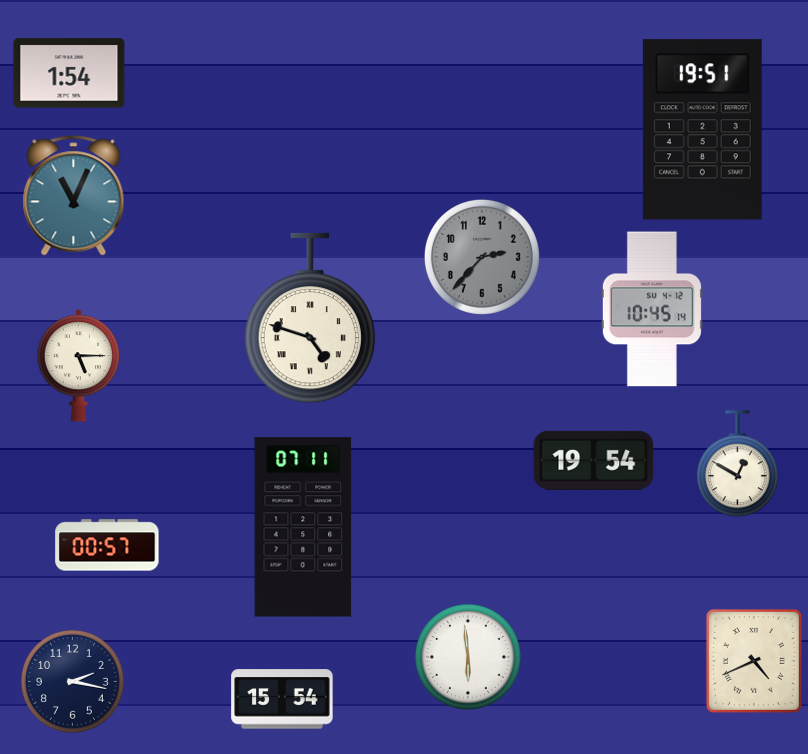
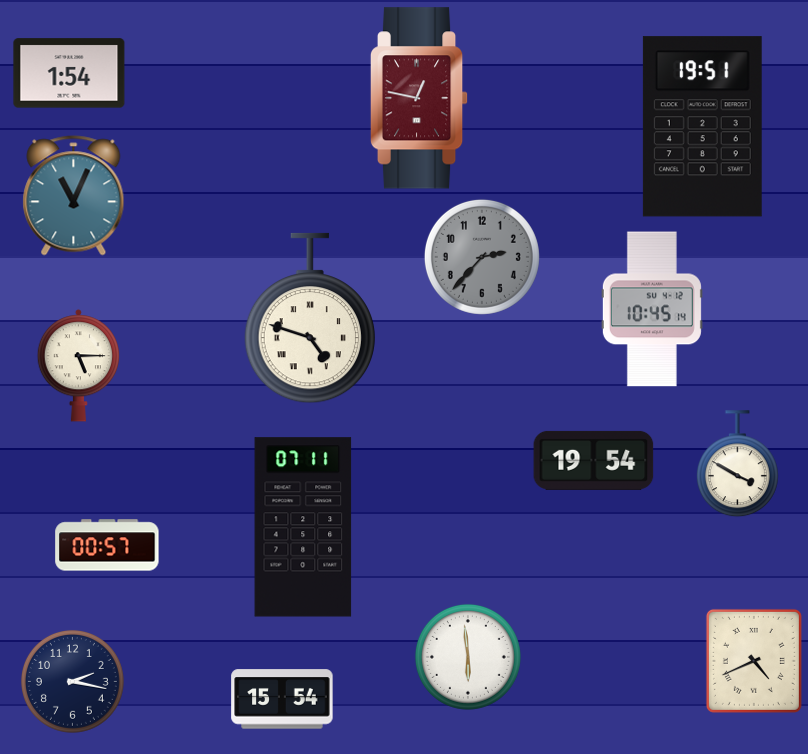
clock at (419, 98): none -> 12:47
clock at (702, 130) position: (702, 130) -> (702, 127)
clock at (737, 464): 12:50 -> 3:50
